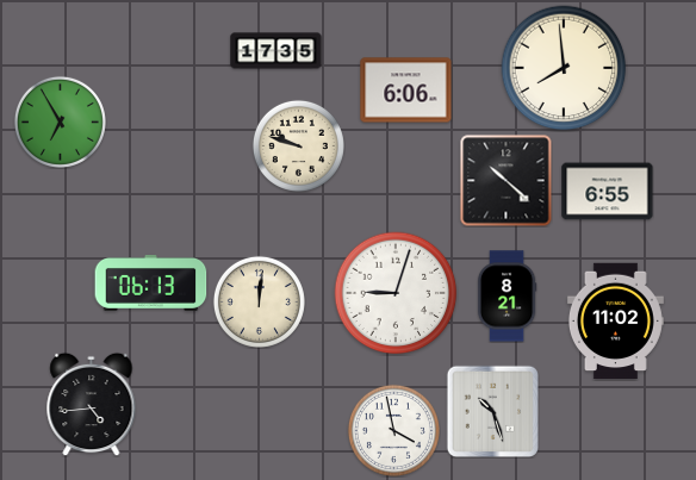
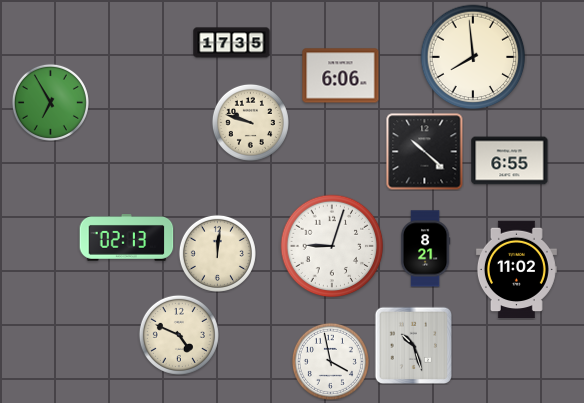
clock at (151, 283): 06:13 -> 02:13
clock at (179, 335): none -> 4:49
clock at (92, 404): 4:44 -> none
